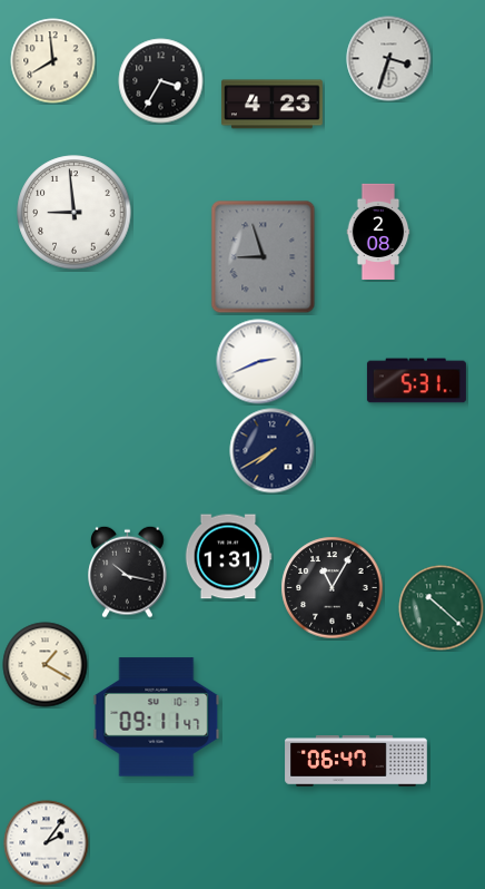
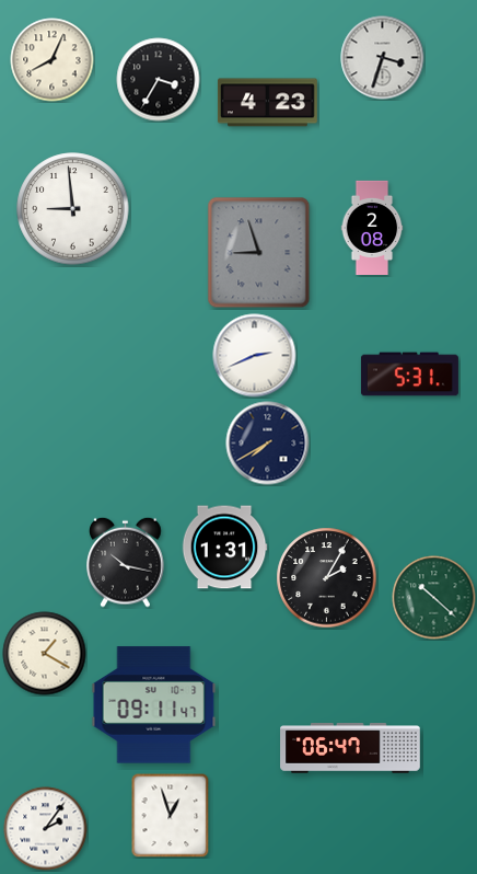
clock at (53, 61): 7:59 -> 8:04
clock at (333, 588): 11:05 -> 2:05
clock at (171, 815): none -> 12:57
